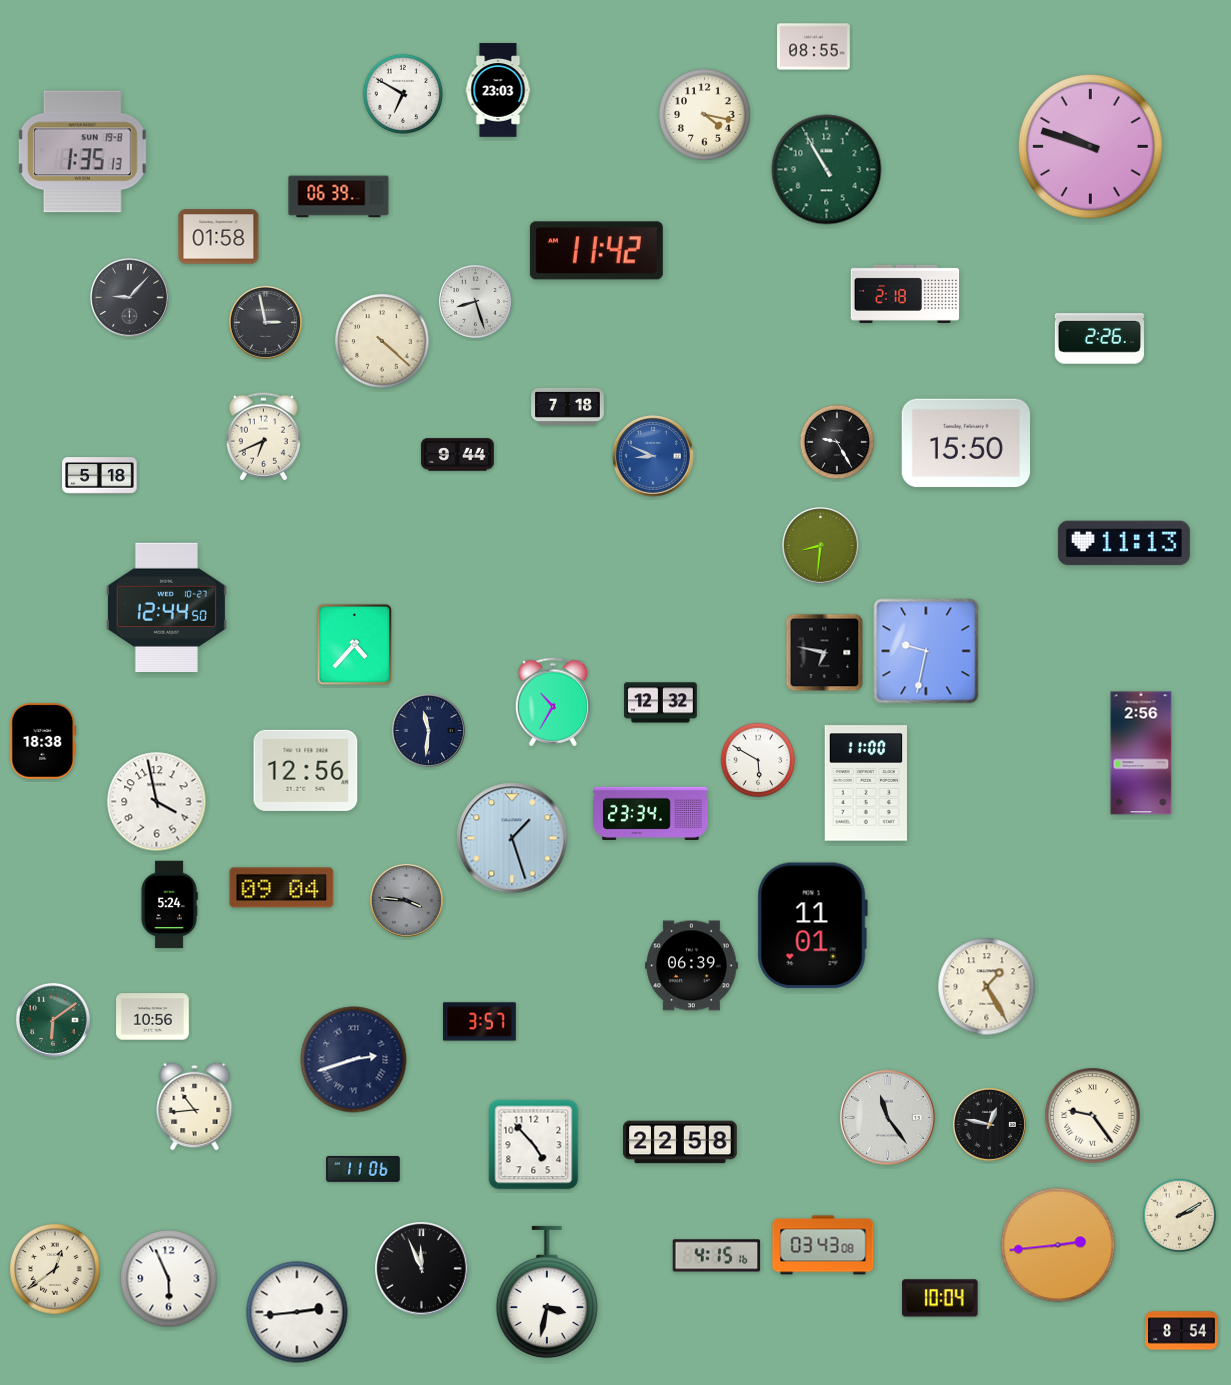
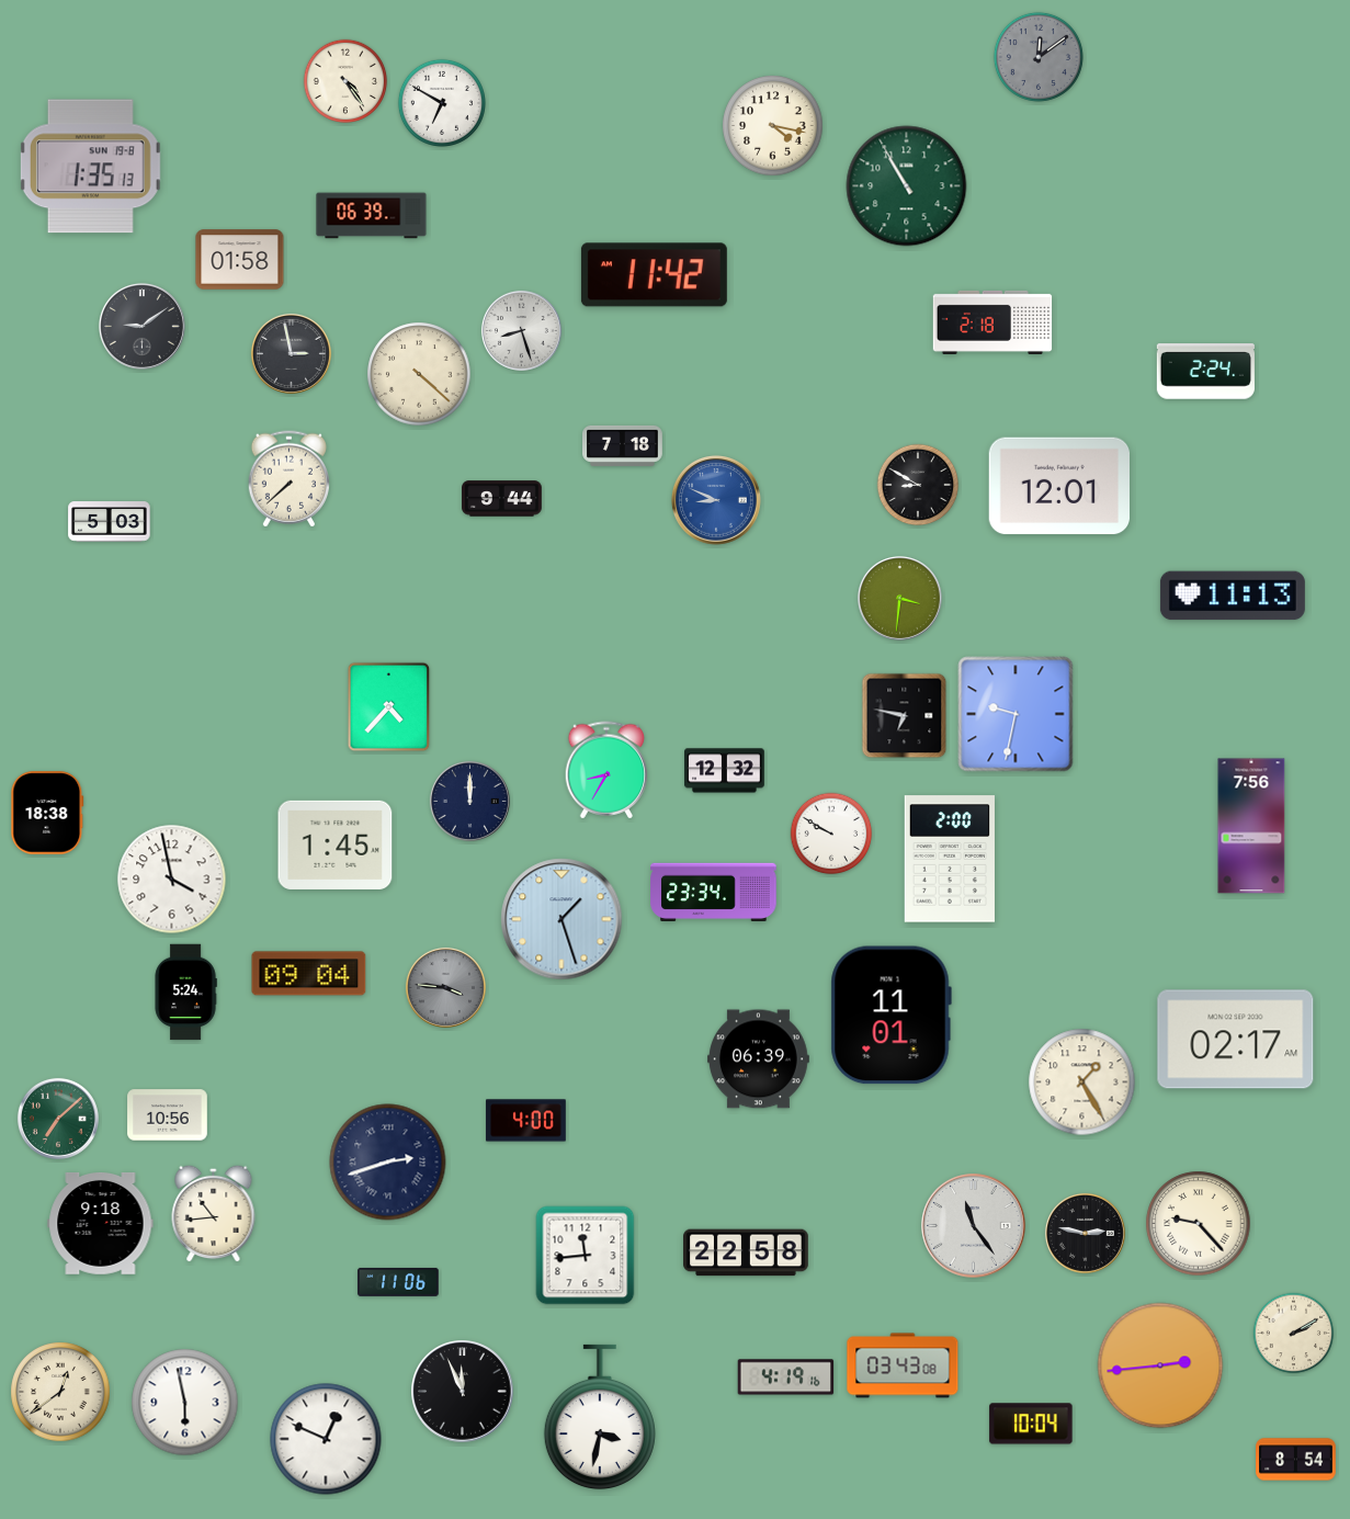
clock at (814, 47): 08:55 -> none
clock at (1039, 57): none -> 12:09
clock at (345, 81): none -> 4:24
clock at (498, 90): 23:03 -> none
clock at (1090, 146): 9:48 -> none
clock at (129, 297): 9:07 -> 9:09
clock at (1099, 339): 2:26 -> 2:24
clock at (263, 437): 6:41 -> 7:38
clock at (837, 442): 9:25 -> 8:50
clock at (966, 443): 15:50 -> 12:01
clock at (100, 476): 5:18 -> 5:03
clock at (820, 545): 8:31 -> 3:31
clock at (166, 607): 12:44 -> none
clock at (553, 702): 10:35 -> 8:35
clock at (428, 730): 11:31 -> 12:00
clock at (1141, 753): 2:56 -> 7:56
clock at (758, 760): 5:50 -> 9:50
clock at (306, 770): 12:56 -> 1:45
clock at (866, 783): 11:00 -> 2:00
clock at (1236, 1040): none -> 02:17
clock at (53, 1020): 6:09 -> 7:08
clock at (480, 1022): 3:57 -> 4:00
clock at (101, 1223): none -> 9:18
clock at (1093, 1116): 9:24 -> 9:23
clock at (989, 1124): 12:47 -> 2:47
clock at (534, 1145): 4:53 -> 11:44
clock at (717, 1256): 4:15 -> 4:19
clock at (169, 1279): 5:56 -> 5:58
clock at (297, 1312): 2:44 -> 12:49
